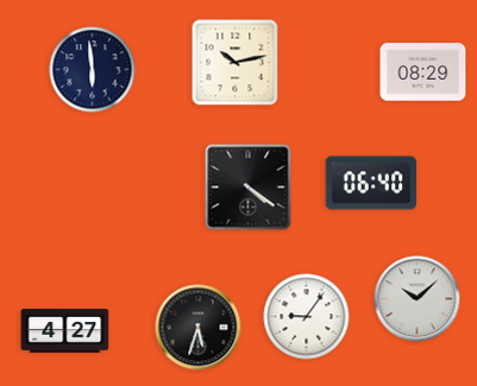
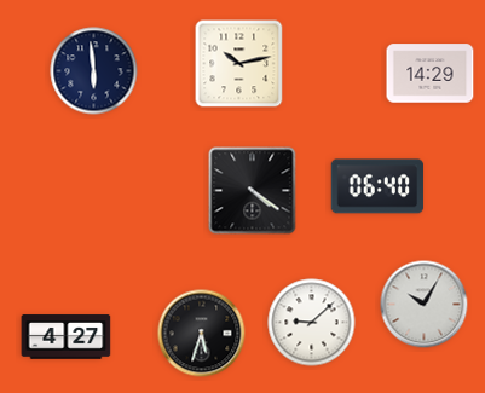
clock at (423, 72): 08:29 -> 14:29
clock at (418, 299): 10:08 -> 10:05
clock at (307, 317): 9:06 -> 9:08
